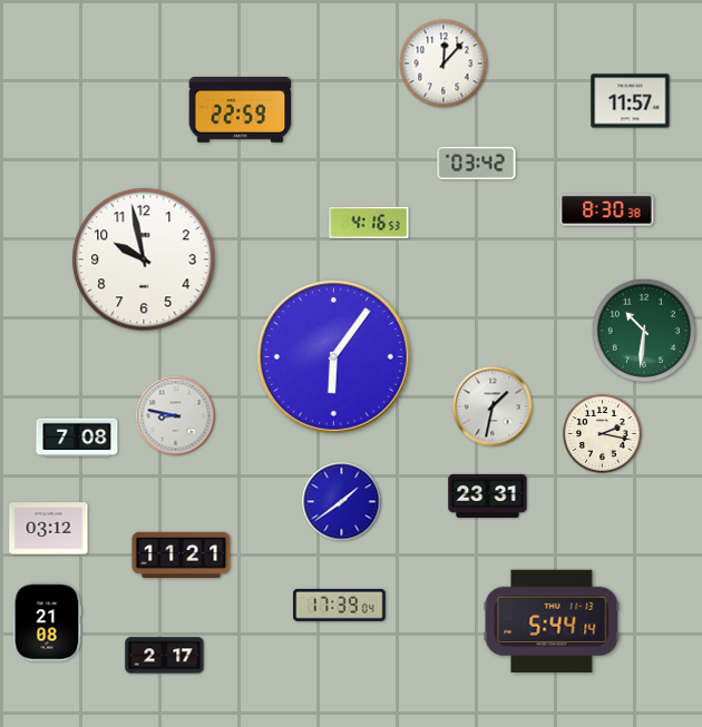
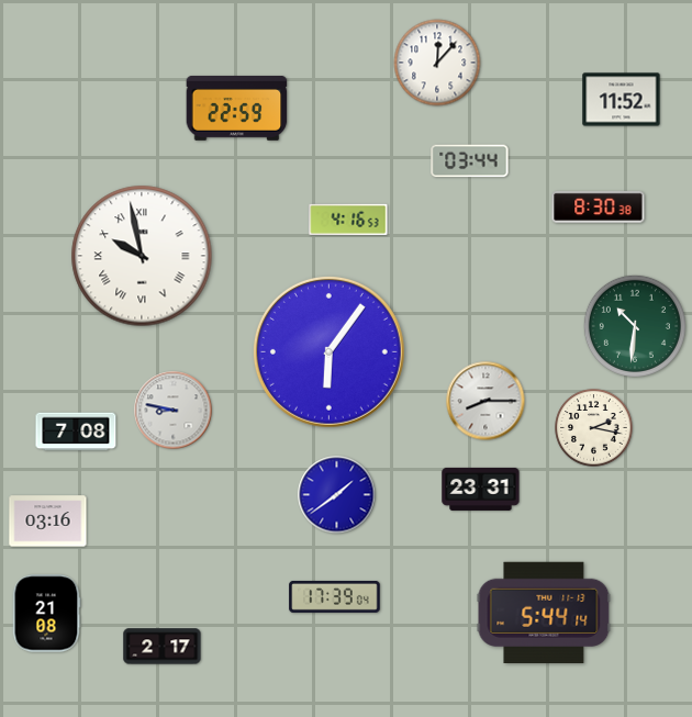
clock at (631, 101): 11:57 -> 11:52
clock at (477, 164): 03:42 -> 03:44
clock at (369, 223) position: (369, 223) -> (348, 220)
clock at (144, 259) numerals: Arabic -> Roman
clock at (493, 406): 1:32 -> 8:15
clock at (49, 529): 03:12 -> 03:16
clock at (182, 554): 11:21 -> none
